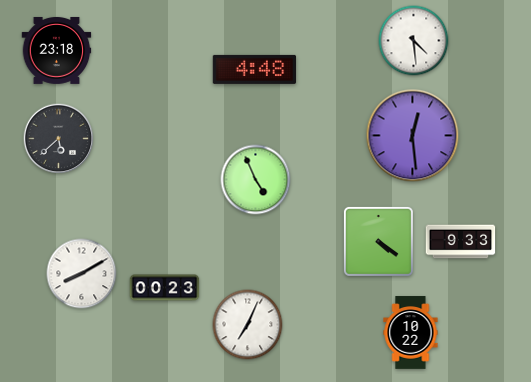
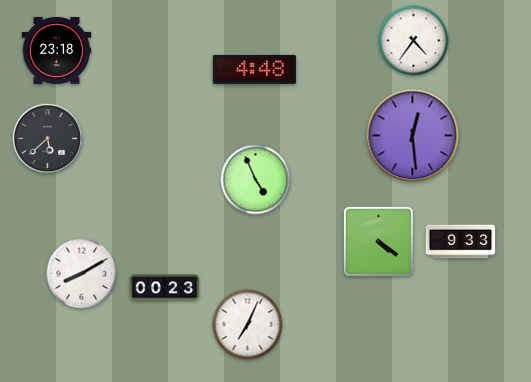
clock at (414, 41): 4:29 -> 4:36
clock at (59, 139) position: (59, 139) -> (48, 139)
clock at (411, 333): 10:22 -> none
